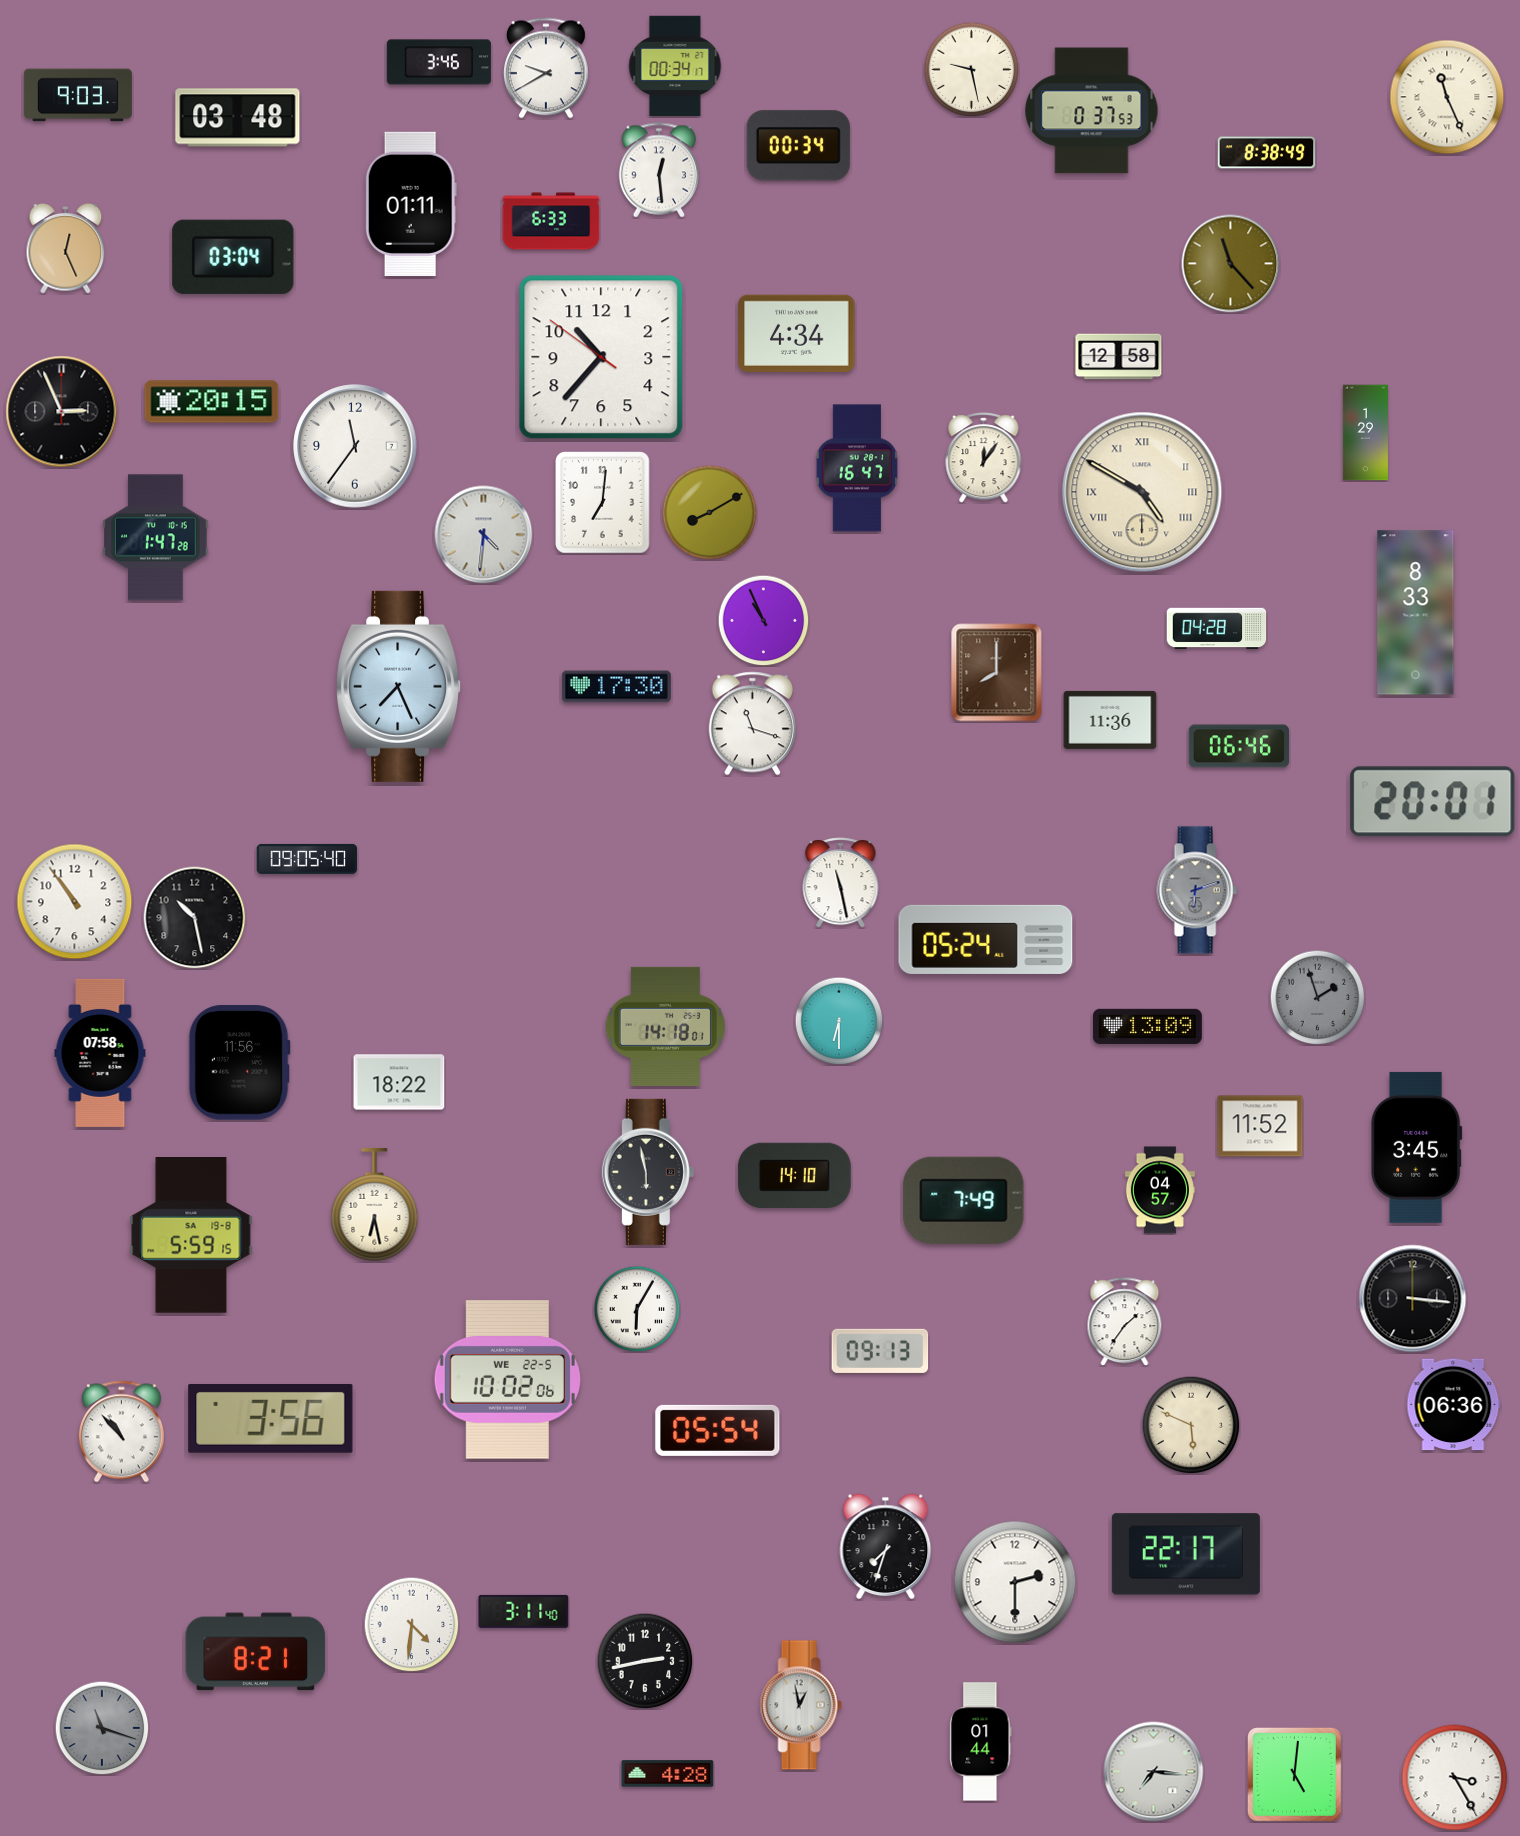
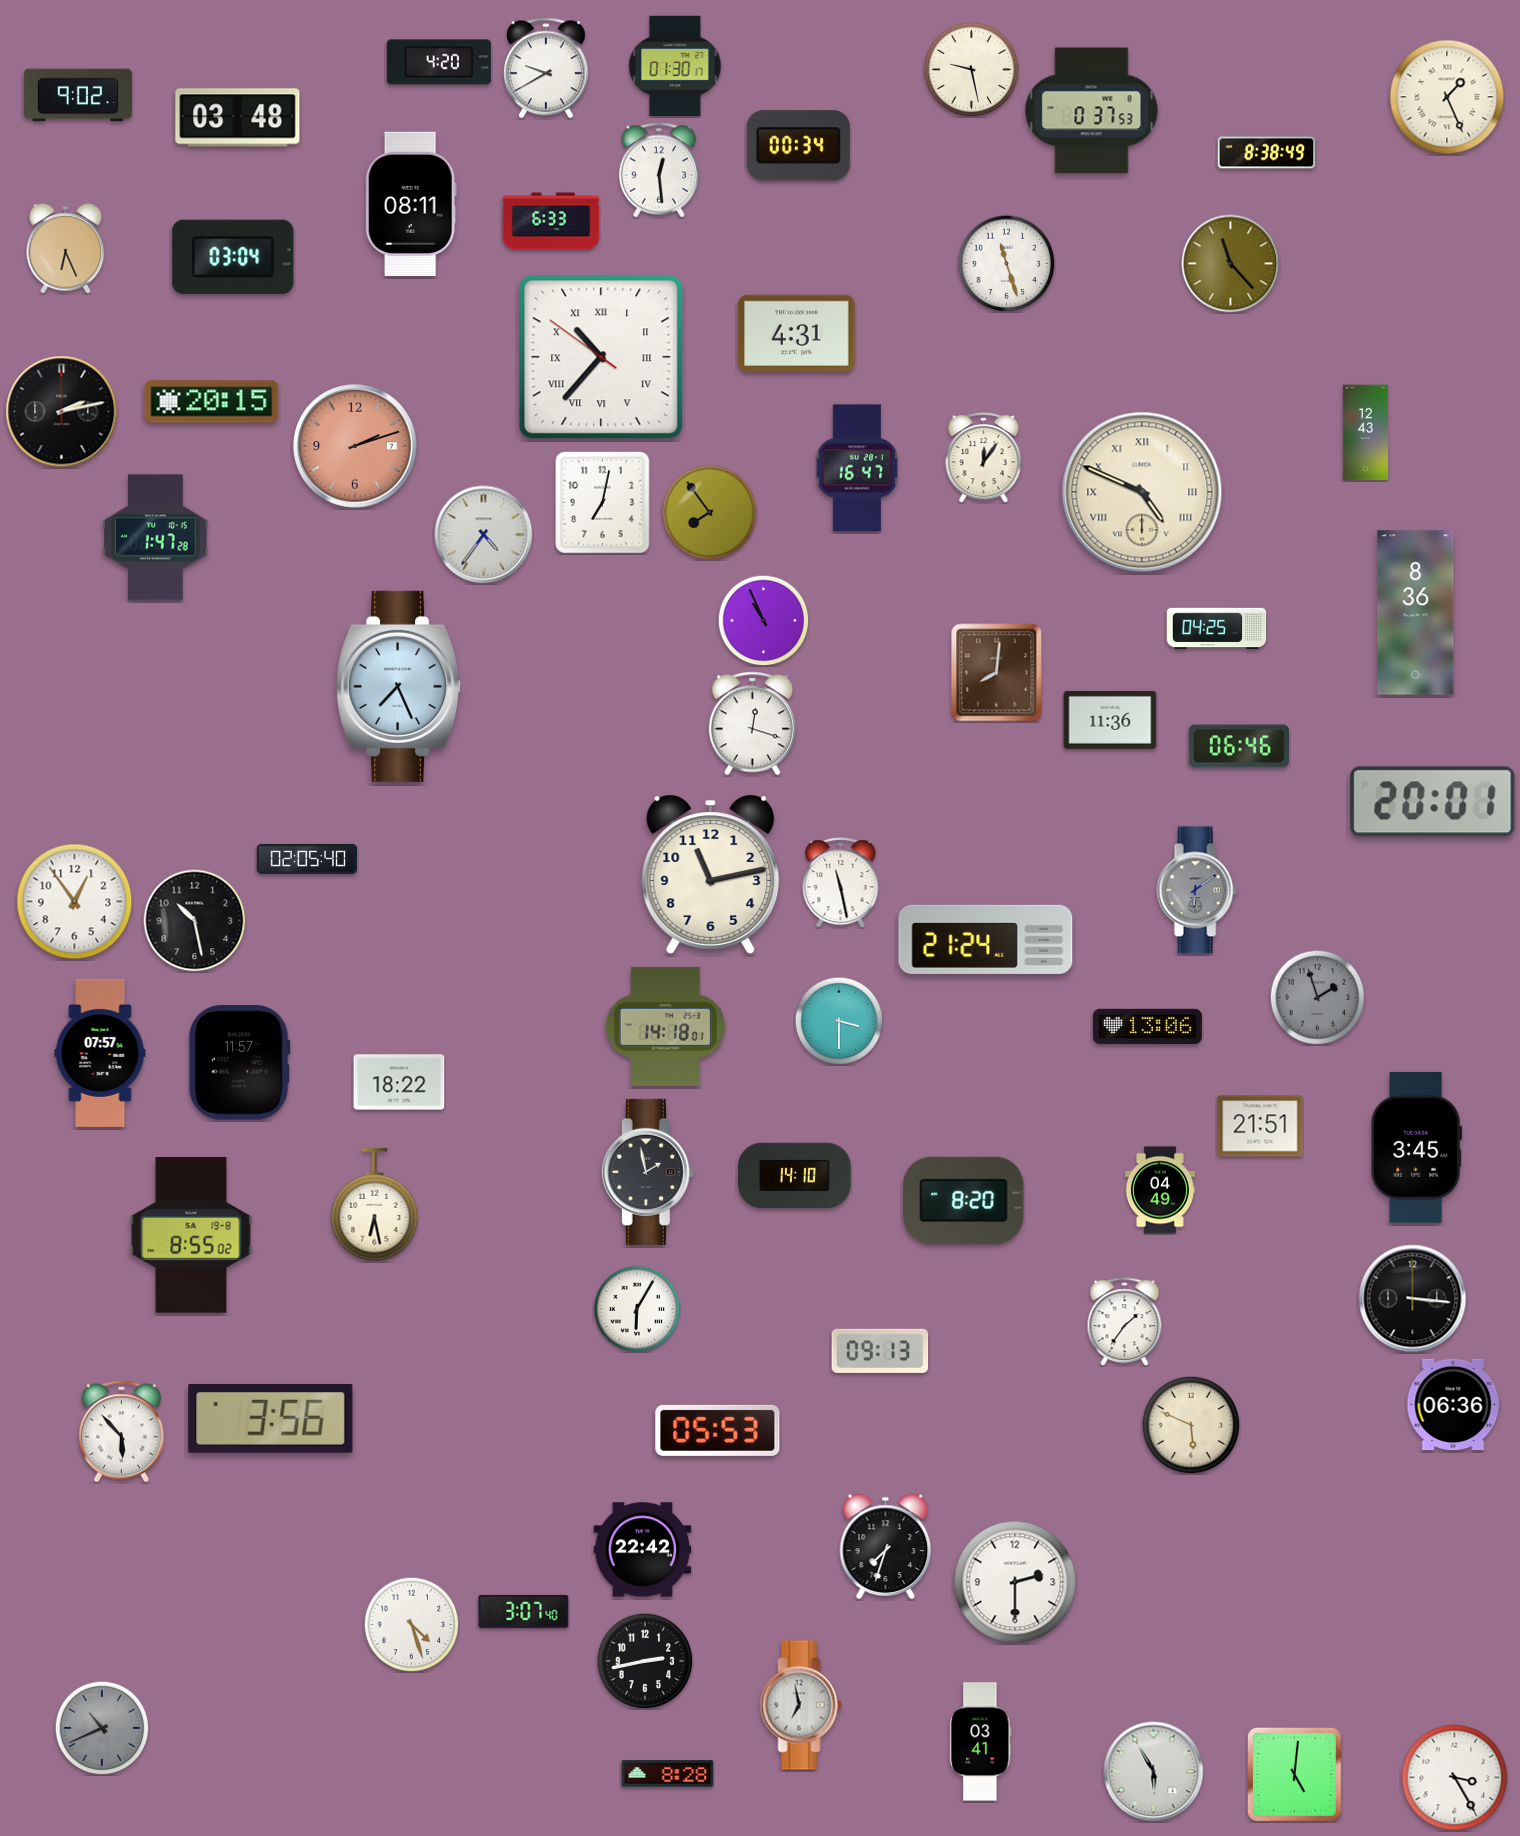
clock at (439, 62): 3:46 -> 4:20
clock at (675, 66): 00:34 -> 01:30
clock at (78, 95): 9:03 -> 9:02
clock at (1447, 97): 11:26 -> 1:26
clock at (411, 204): 01:11 -> 08:11
clock at (66, 249): 12:26 -> 6:26
clock at (1006, 263): none -> 11:27
clock at (797, 333): 4:34 -> 4:31
clock at (601, 357) numerals: Arabic -> Roman
clock at (1119, 357): 12:58 -> none
clock at (62, 412): 2:56 -> 2:13
clock at (1365, 433): 1:29 -> 12:43
clock at (355, 446): 11:36 -> 2:12
clock at (355, 446) dial: white -> salmon
clock at (1142, 492): 4:50 -> 4:49
clock at (603, 503): 7:01 -> 7:02
clock at (709, 512): 8:10 -> 7:54
clock at (484, 535): 4:31 -> 4:36
clock at (1416, 613): 8:33 -> 8:36
clock at (1217, 629): 04:28 -> 04:25
clock at (997, 673): 8:00 -> 8:01
clock at (616, 687): 17:30 -> none
clock at (752, 724): 11:18 -> 12:18
clock at (307, 859): 09:05 -> 02:05
clock at (711, 874): none -> 11:13
clock at (1197, 890): 6:12 -> 6:09
clock at (75, 902): 10:54 -> 12:54
clock at (195, 918) position: (195, 918) -> (195, 921)
clock at (986, 939): 05:24 -> 21:24
clock at (839, 1021): 6:30 -> 3:30
clock at (1147, 1026): 13:09 -> 13:06
clock at (100, 1053): 07:58 -> 07:57
clock at (239, 1063): 11:56 -> 11:57
clock at (1260, 1126): 11:52 -> 21:51
clock at (648, 1172): 5:58 -> 1:58
clock at (1160, 1190): 04:57 -> 04:49
clock at (964, 1200): 7:49 -> 8:20
clock at (191, 1236): 5:59 -> 8:55
clock at (507, 1380): 10:02 -> none
clock at (718, 1430): 05:54 -> 05:53
clock at (121, 1432): 10:53 -> 5:53
clock at (643, 1550): none -> 22:42
clock at (1186, 1554): 22:17 -> none
clock at (524, 1611): 3:11 -> 3:07
clock at (411, 1624): 4:31 -> 4:27
clock at (256, 1652): 8:21 -> none
clock at (801, 1705): 12:58 -> 6:58
clock at (102, 1728): 11:18 -> 10:41
clock at (981, 1742): 01:44 -> 03:41
clock at (1154, 1772): 7:16 -> 5:55
clock at (668, 1774): 4:28 -> 8:28
